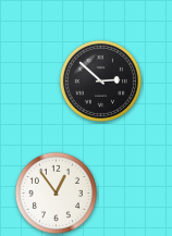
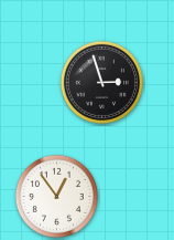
clock at (100, 80): 2:52 -> 2:57
